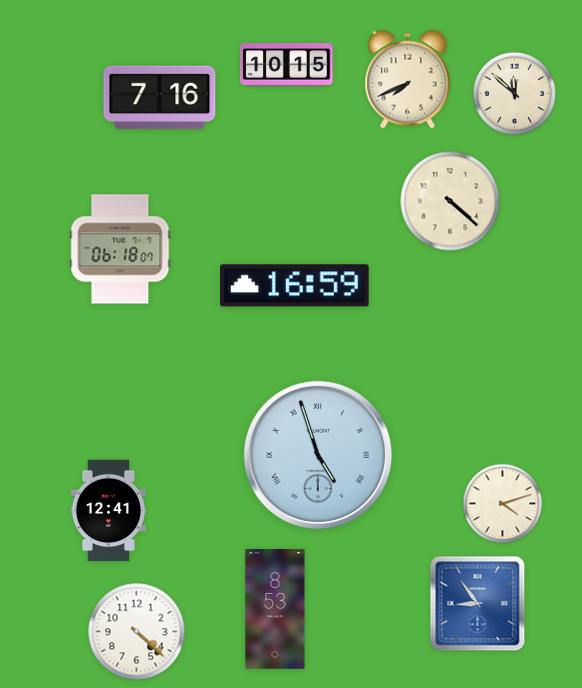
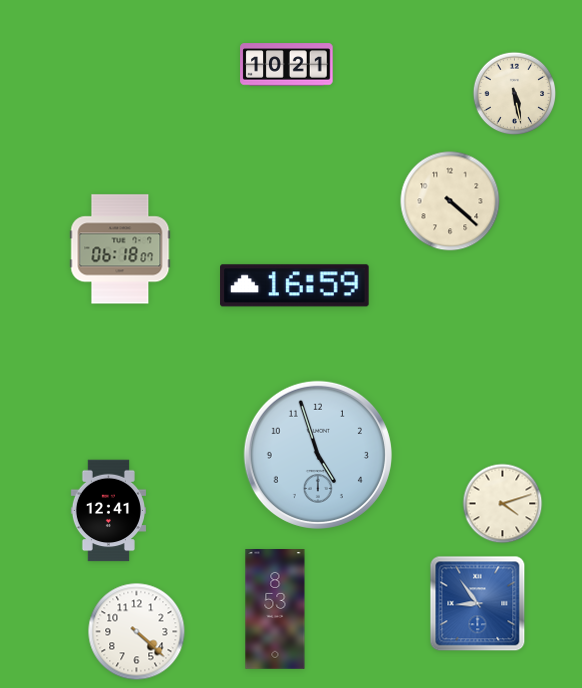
clock at (287, 65): 10:15 -> 10:21
clock at (408, 80): 7:41 -> none
clock at (515, 94): 11:52 -> 5:28
clock at (160, 98): 7:16 -> none
clock at (318, 455) numerals: Roman -> Arabic
